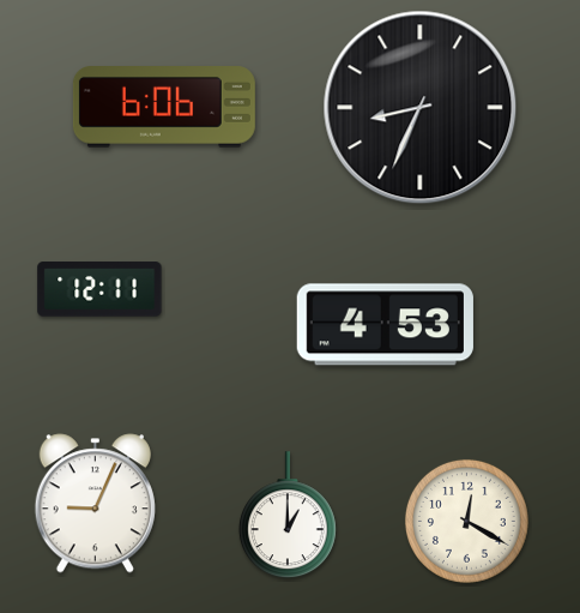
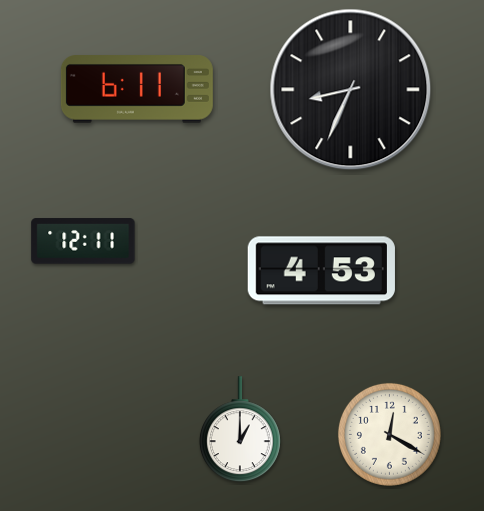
clock at (164, 107): 6:06 -> 6:11
clock at (95, 504): 9:04 -> none
